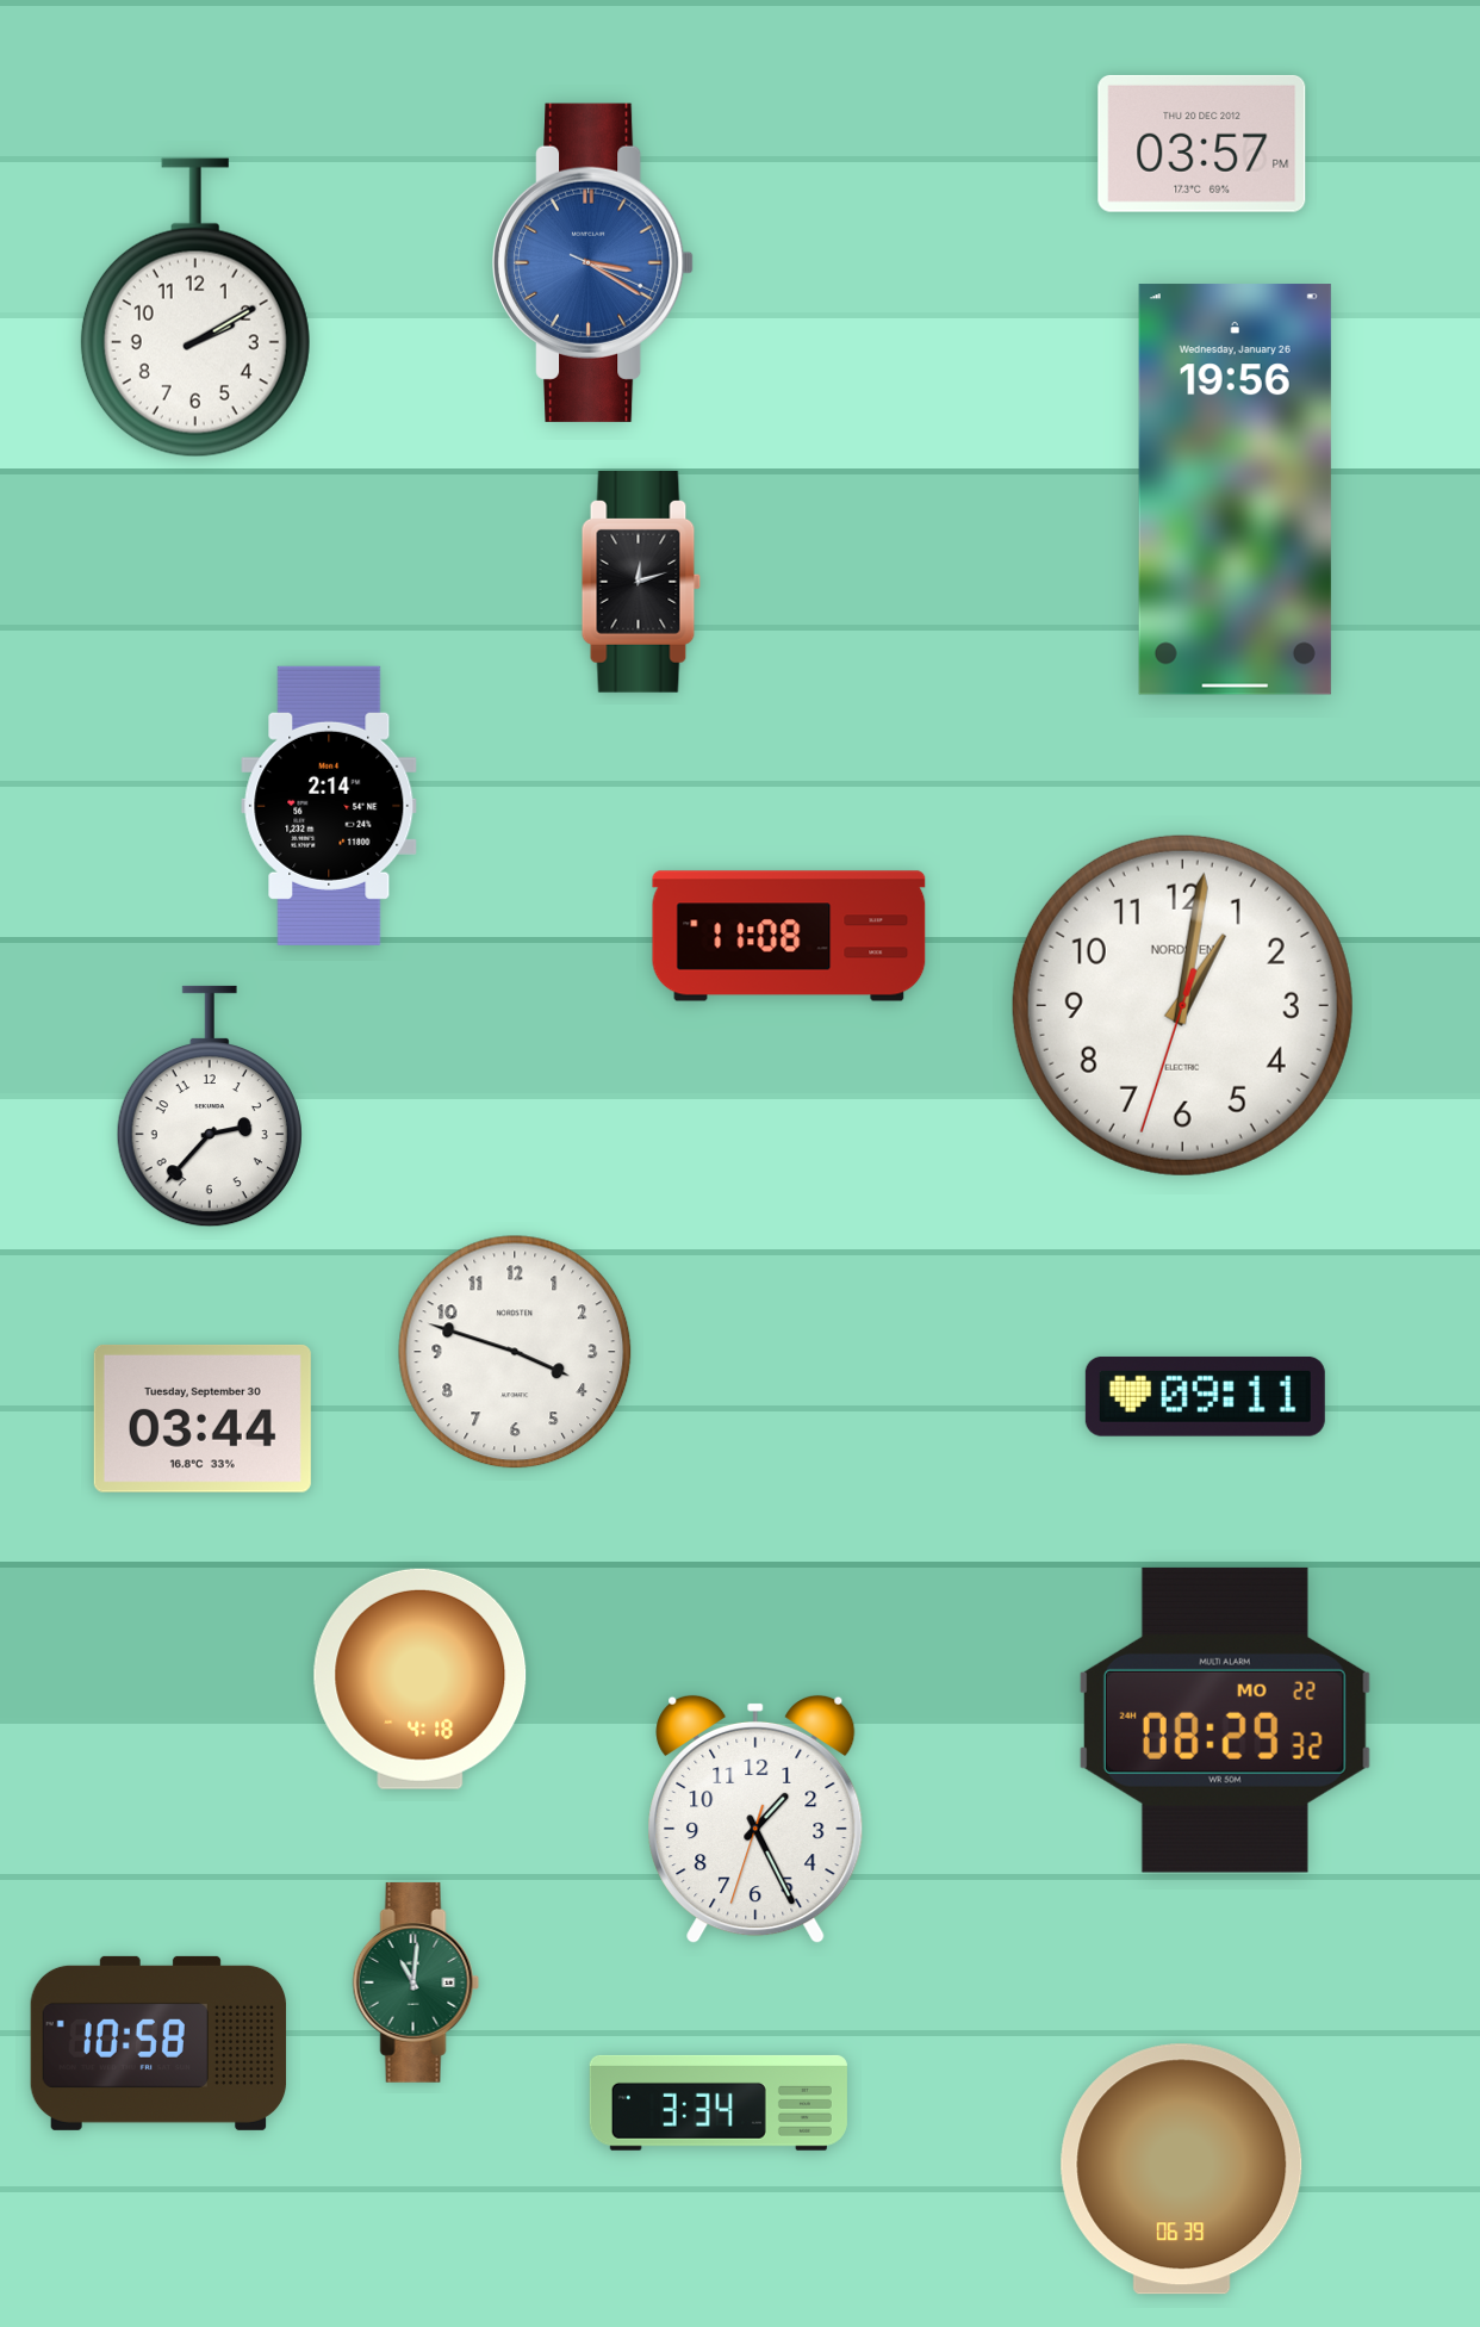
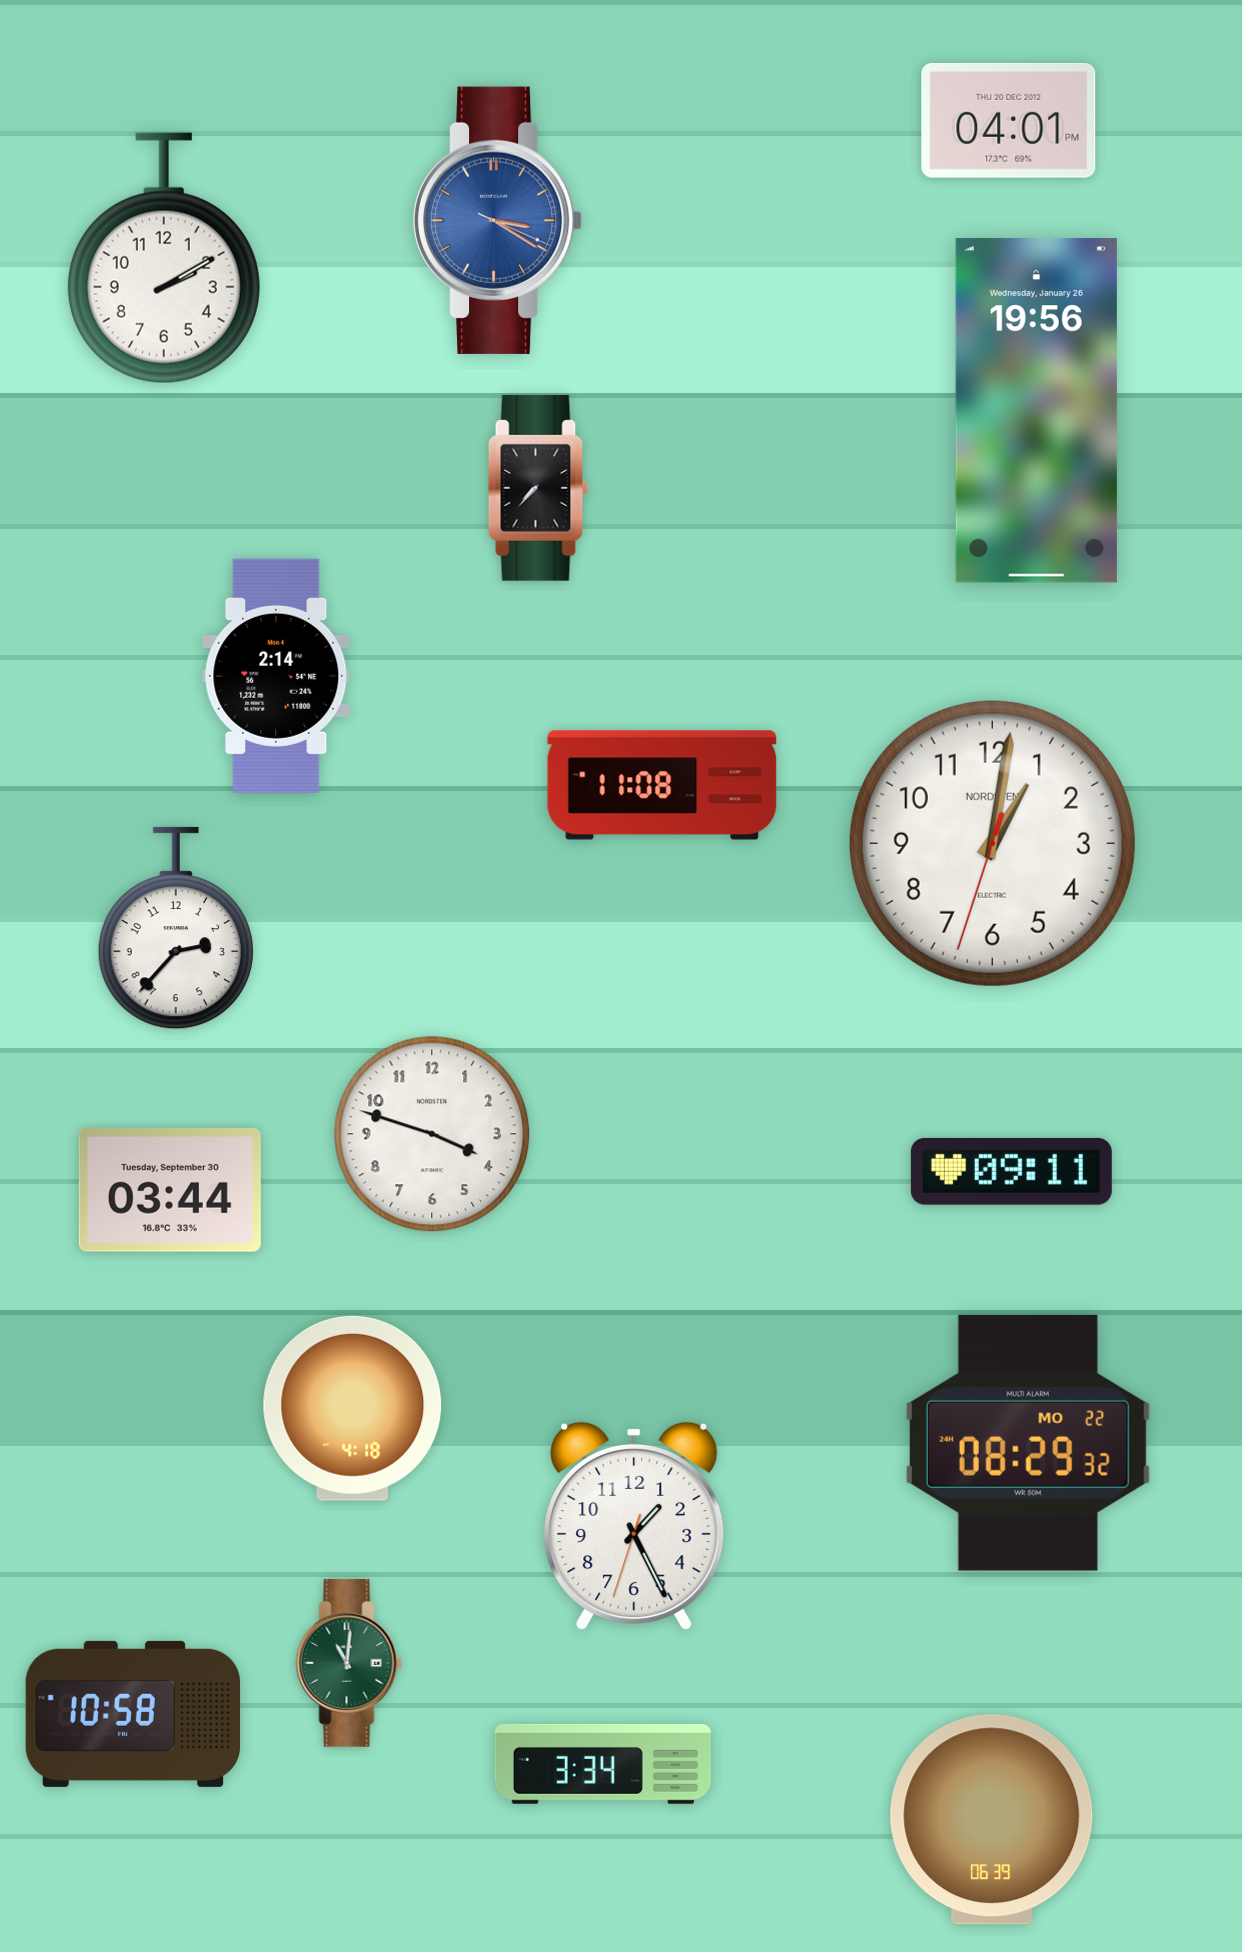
clock at (1202, 143): 03:57 -> 04:01
clock at (641, 582): 12:12 -> 7:37
